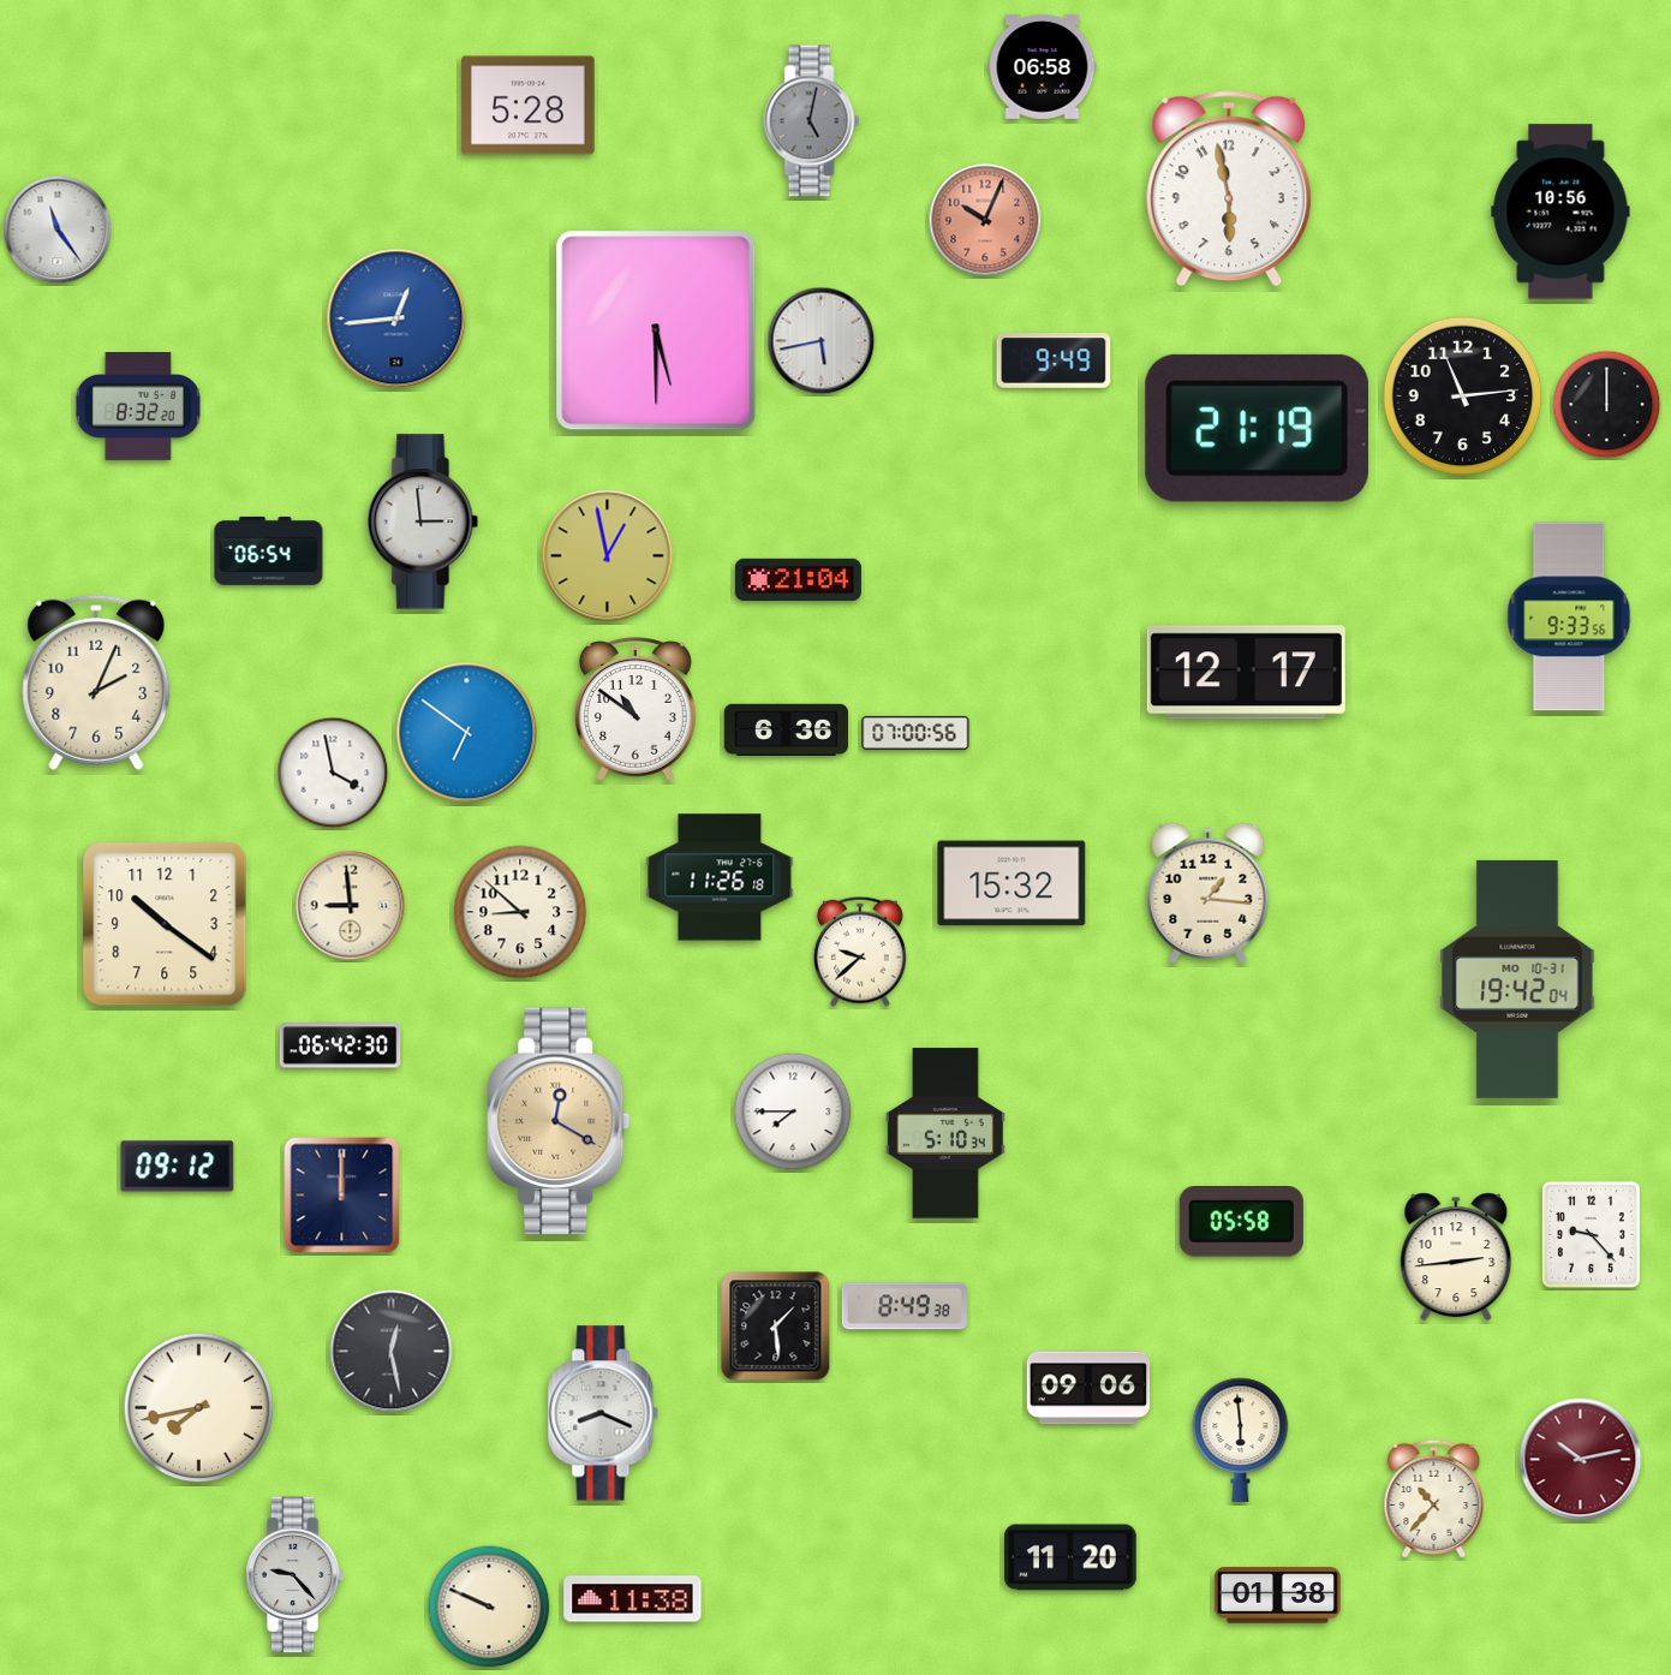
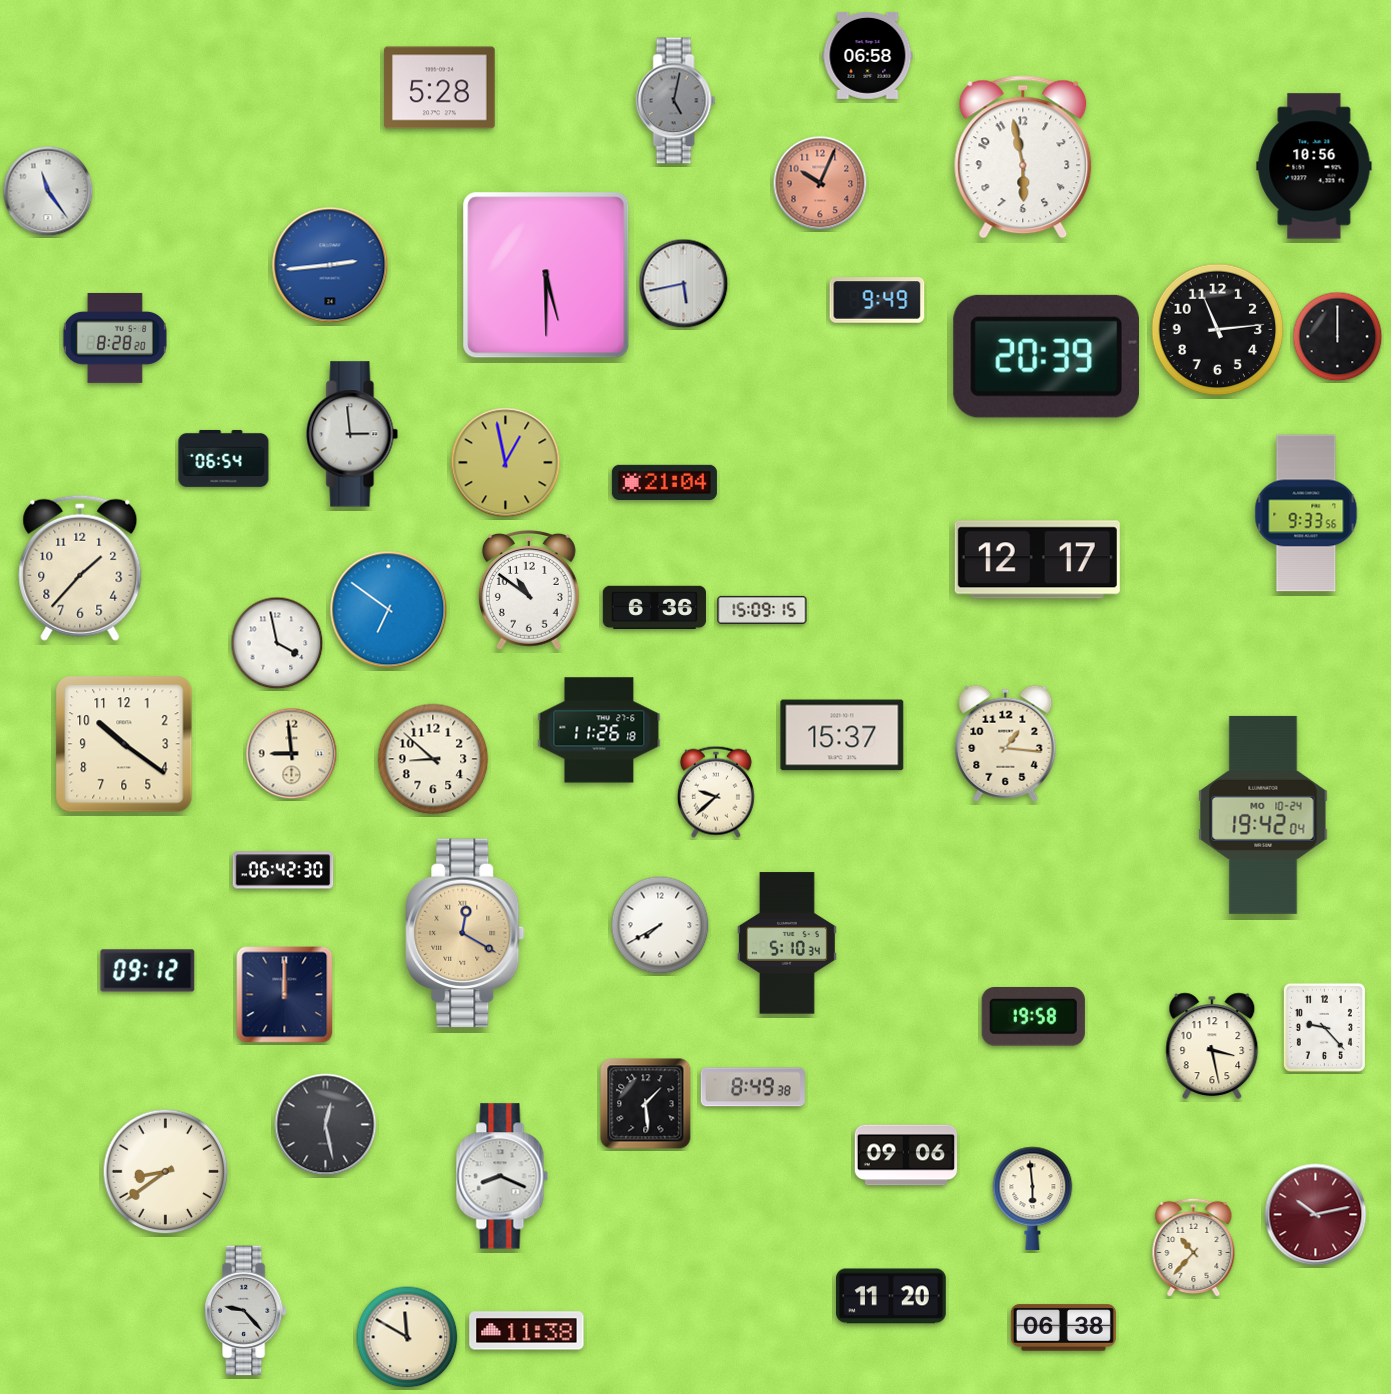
clock at (1560, 211) position: (1560, 211) -> (1314, 166)
clock at (396, 318): 12:44 -> 2:44
clock at (138, 406): 8:32 -> 8:28
clock at (1257, 428): 21:19 -> 20:39
clock at (96, 682): 2:04 -> 1:37
clock at (915, 733): 07:00 -> 15:09
clock at (1011, 883): 15:32 -> 15:37
clock at (165, 924) position: (165, 924) -> (124, 744)
clock at (1517, 979) date: MO 10-31 -> MO 10-24
clock at (793, 1111): 7:45 -> 7:40
clock at (1241, 1222): 05:58 -> 19:58
clock at (1456, 1257): 2:44 -> 3:28
clock at (199, 1408): 7:43 -> 8:39
clock at (1277, 1596): 01:38 -> 06:38
clock at (489, 1607): 9:49 -> 11:50
